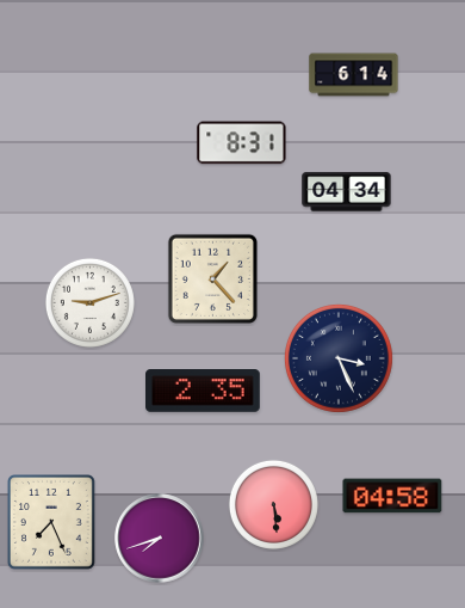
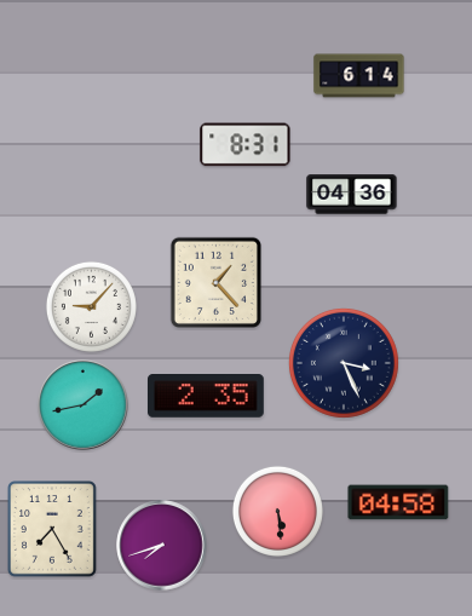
clock at (347, 192): 04:34 -> 04:36
clock at (89, 302): 9:12 -> 9:07
clock at (84, 405): none -> 1:43
clock at (52, 523): 7:26 -> 7:25
